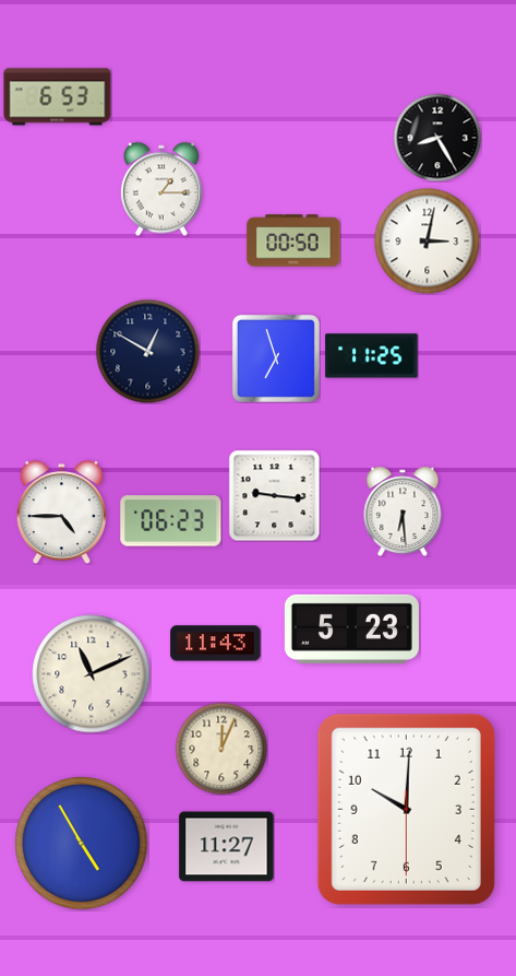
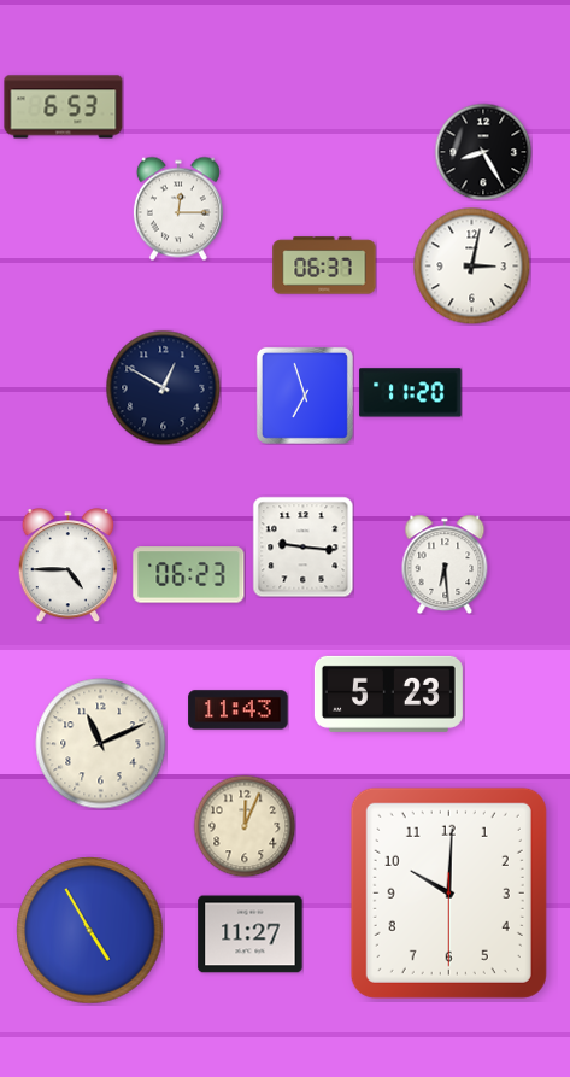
clock at (161, 189): 1:15 -> 12:15
clock at (293, 240): 00:50 -> 06:37
clock at (372, 356): 11:25 -> 11:20
